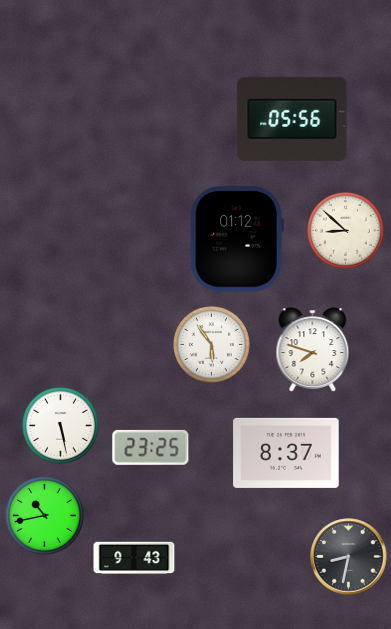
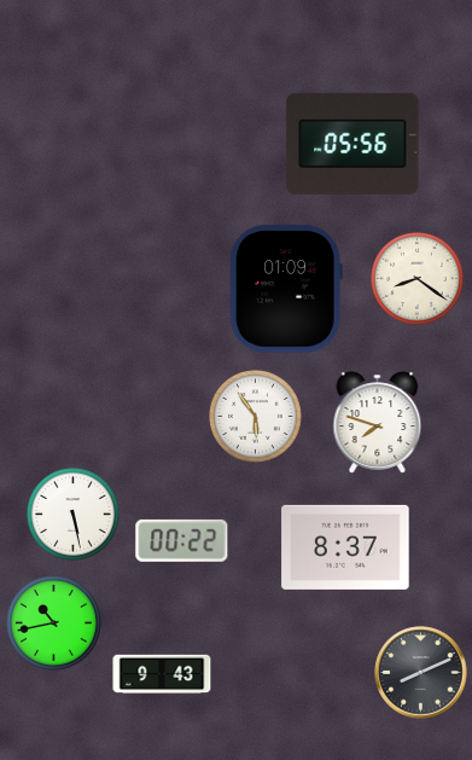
clock at (346, 231): 8:52 -> 8:21
clock at (237, 239): 01:12 -> 01:09
clock at (151, 447): 23:25 -> 00:22
clock at (349, 557): 8:32 -> 8:11
